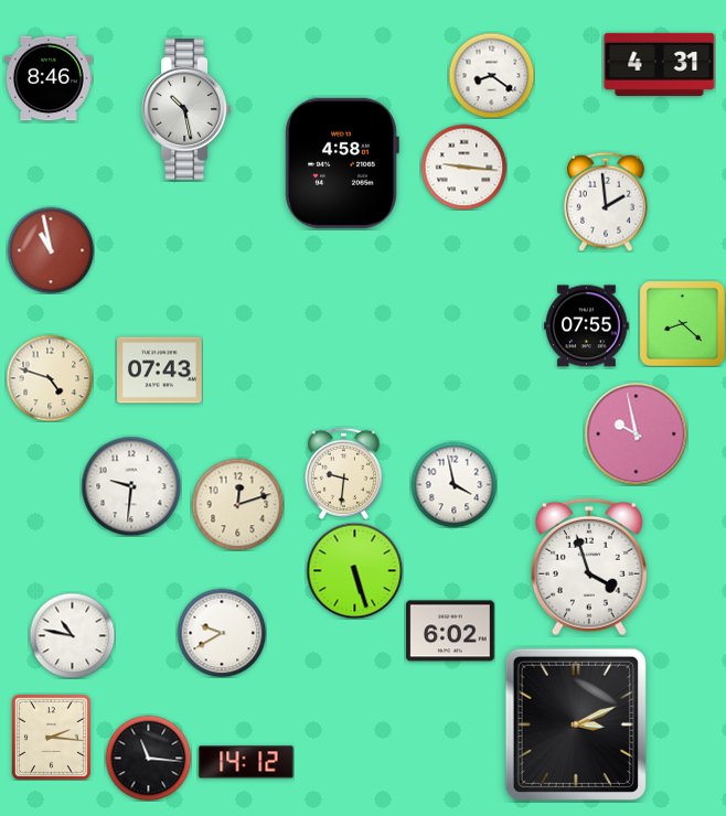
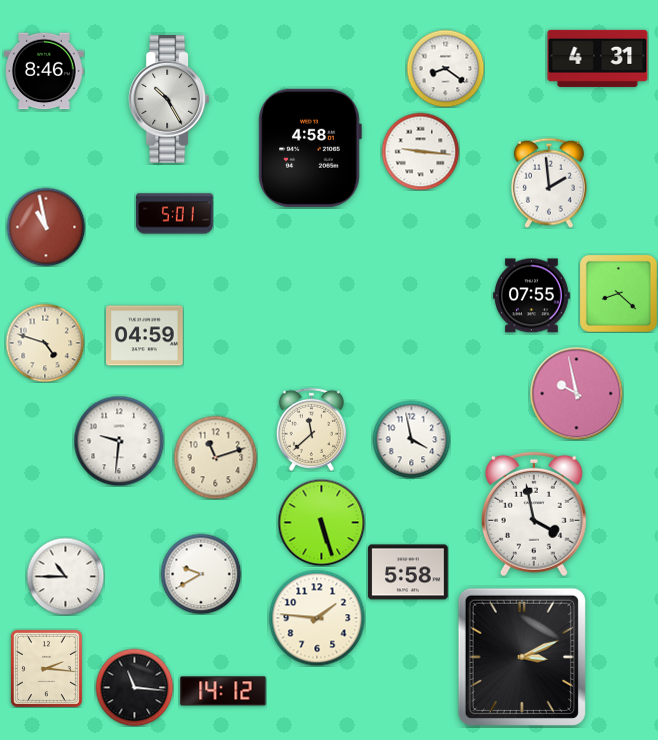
clock at (186, 110): 10:28 -> 10:25
clock at (175, 214): none -> 5:01
clock at (160, 371): 07:43 -> 04:59
clock at (343, 473): 9:31 -> 11:38
clock at (237, 504): 12:12 -> 11:12
clock at (589, 567): 3:57 -> 3:58
clock at (354, 570) position: (354, 570) -> (321, 522)
clock at (450, 631): 6:02 -> 5:58
clock at (72, 635): 10:47 -> 10:45
clock at (317, 618): none -> 1:46
